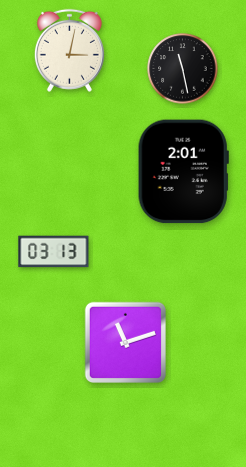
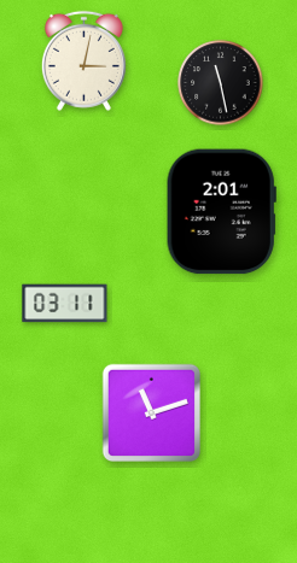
clock at (183, 172) position: (183, 172) -> (221, 212)
clock at (54, 252): 03:13 -> 03:11
